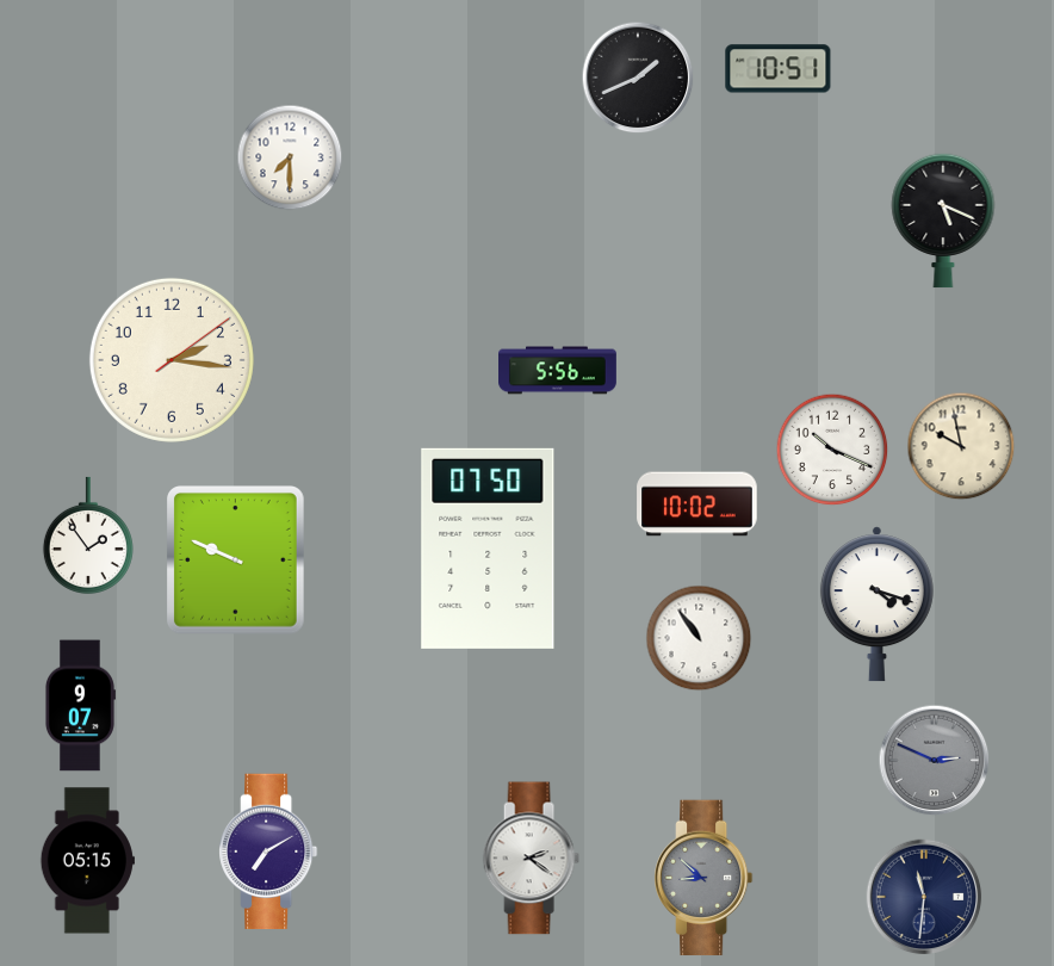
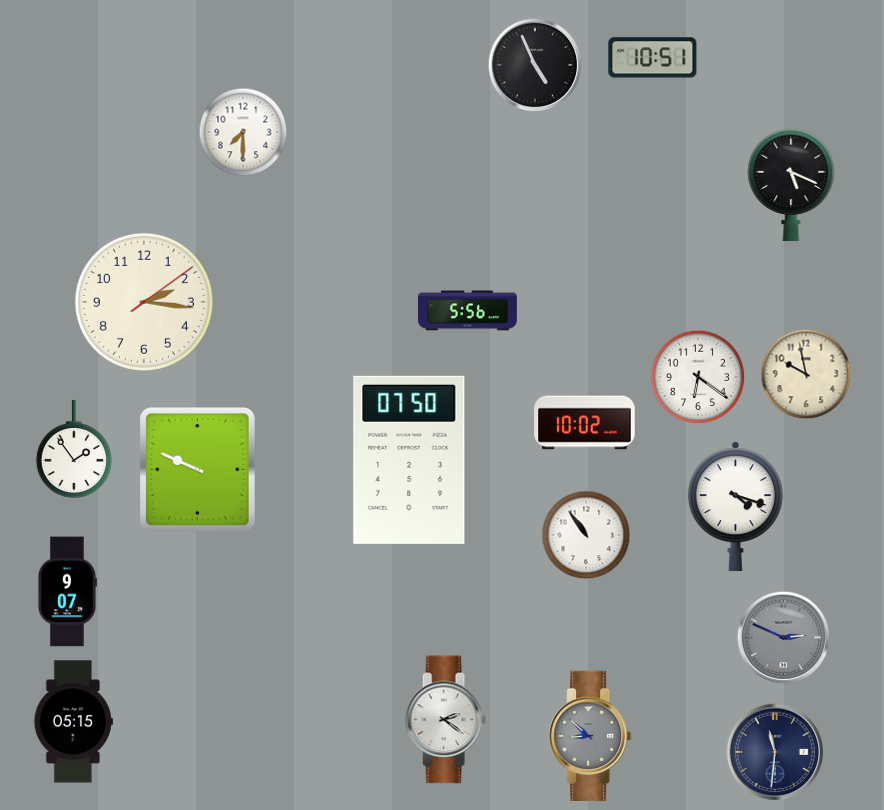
clock at (638, 78): 1:41 -> 4:56
clock at (832, 450): 10:19 -> 6:21
clock at (269, 852): 7:10 -> none
